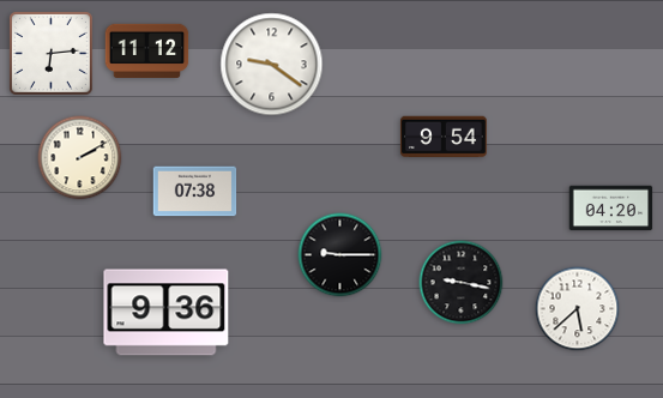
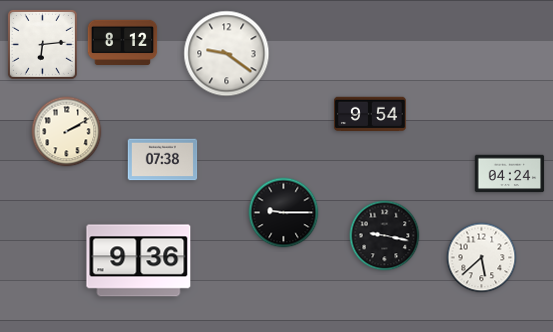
clock at (147, 50): 11:12 -> 8:12
clock at (611, 209): 04:20 -> 04:24
